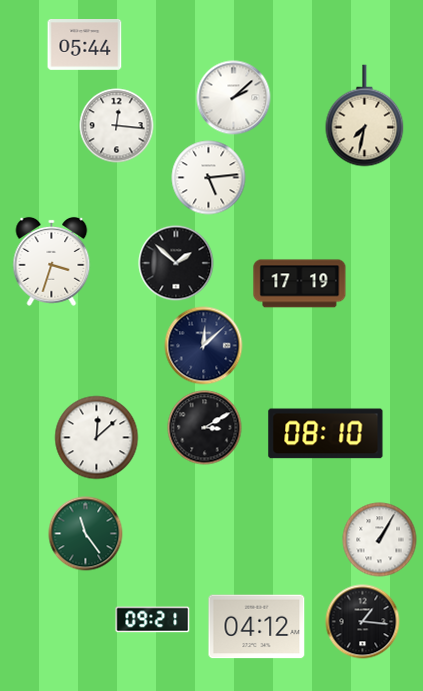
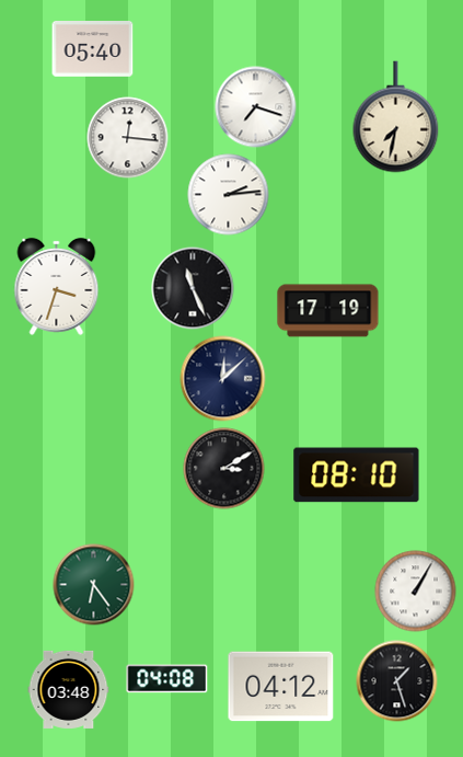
clock at (85, 45): 05:44 -> 05:40
clock at (234, 98): 2:08 -> 7:18
clock at (365, 116) position: (365, 116) -> (396, 117)
clock at (209, 178): 5:14 -> 2:14
clock at (176, 263): 1:52 -> 11:26
clock at (97, 438): 12:08 -> none
clock at (86, 534): 11:24 -> 6:24
clock at (153, 620): 09:21 -> 04:08
clock at (363, 622): 1:16 -> 1:27
clock at (69, 689): none -> 03:48
